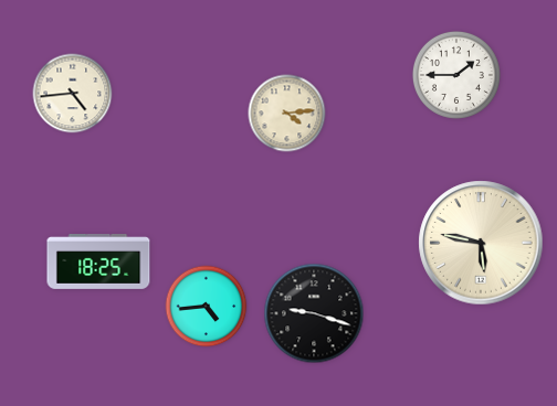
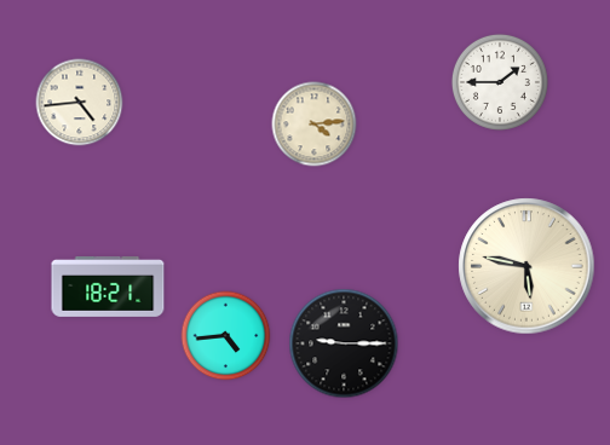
clock at (98, 261): 18:25 -> 18:21
clock at (314, 313): 9:18 -> 9:15
